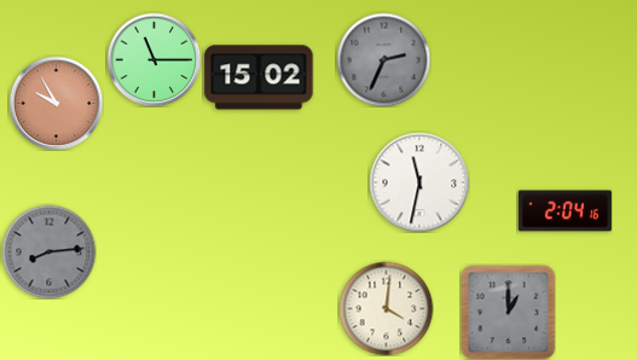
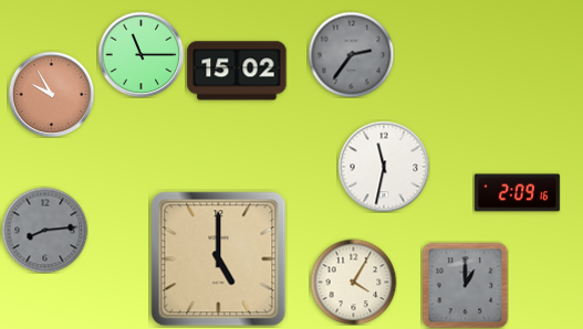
clock at (383, 59): 2:34 -> 2:36
clock at (564, 211): 2:04 -> 2:09
clock at (219, 259): none -> 5:00
clock at (386, 308): 4:01 -> 4:05
